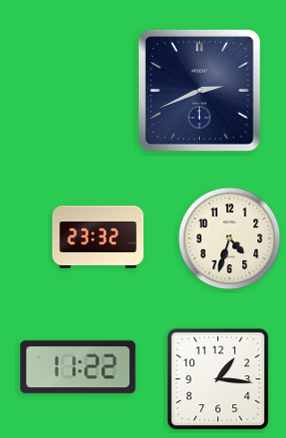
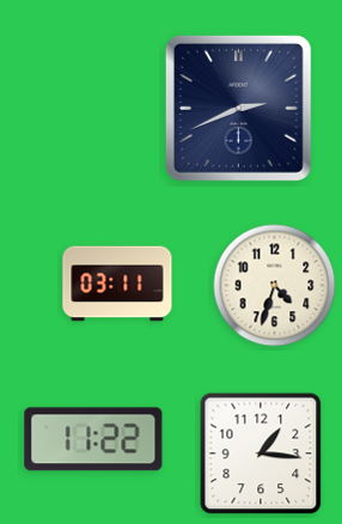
clock at (98, 237): 23:32 -> 03:11
